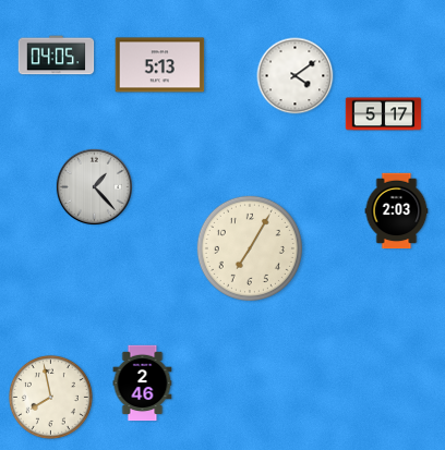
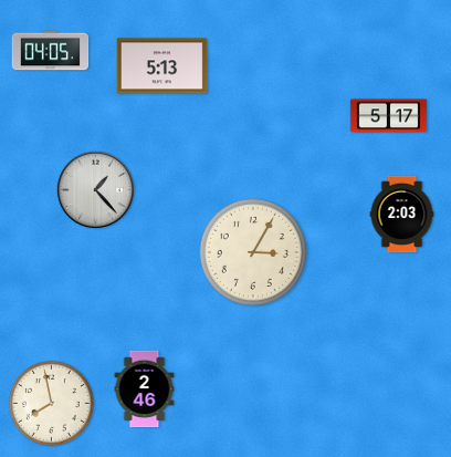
clock at (57, 56) position: (57, 56) -> (51, 51)
clock at (296, 76): 4:09 -> none
clock at (250, 248): 7:05 -> 3:05
